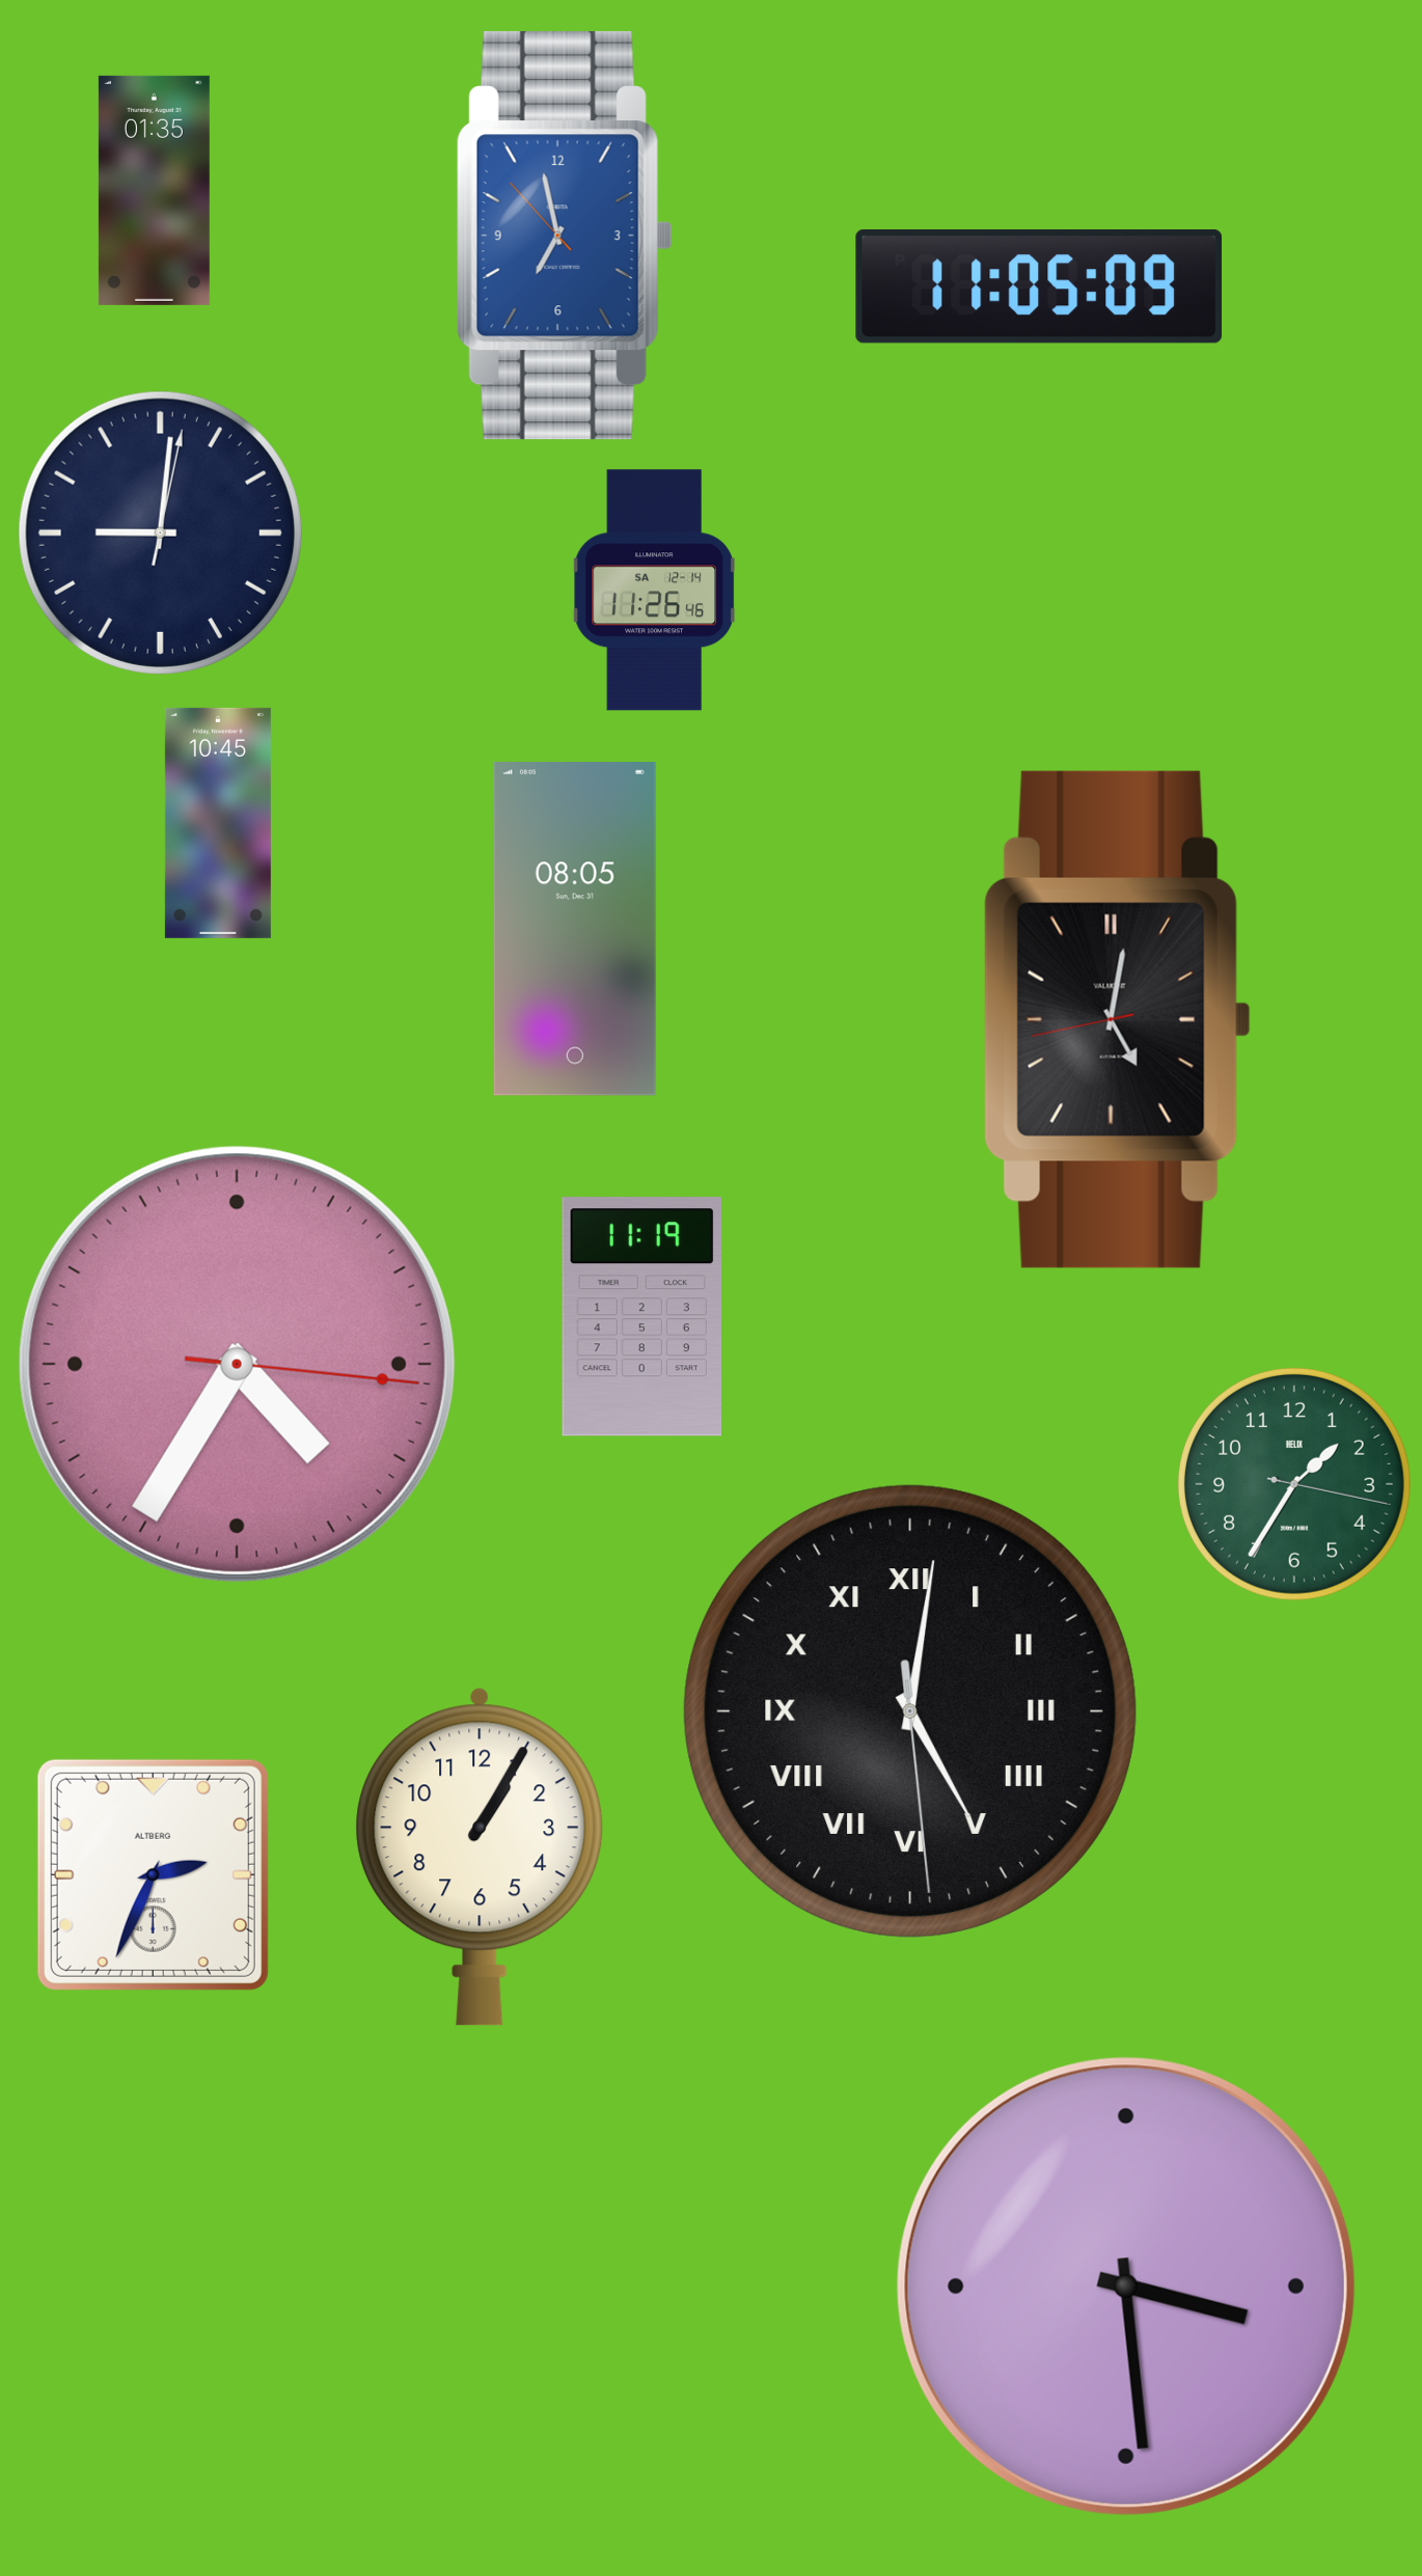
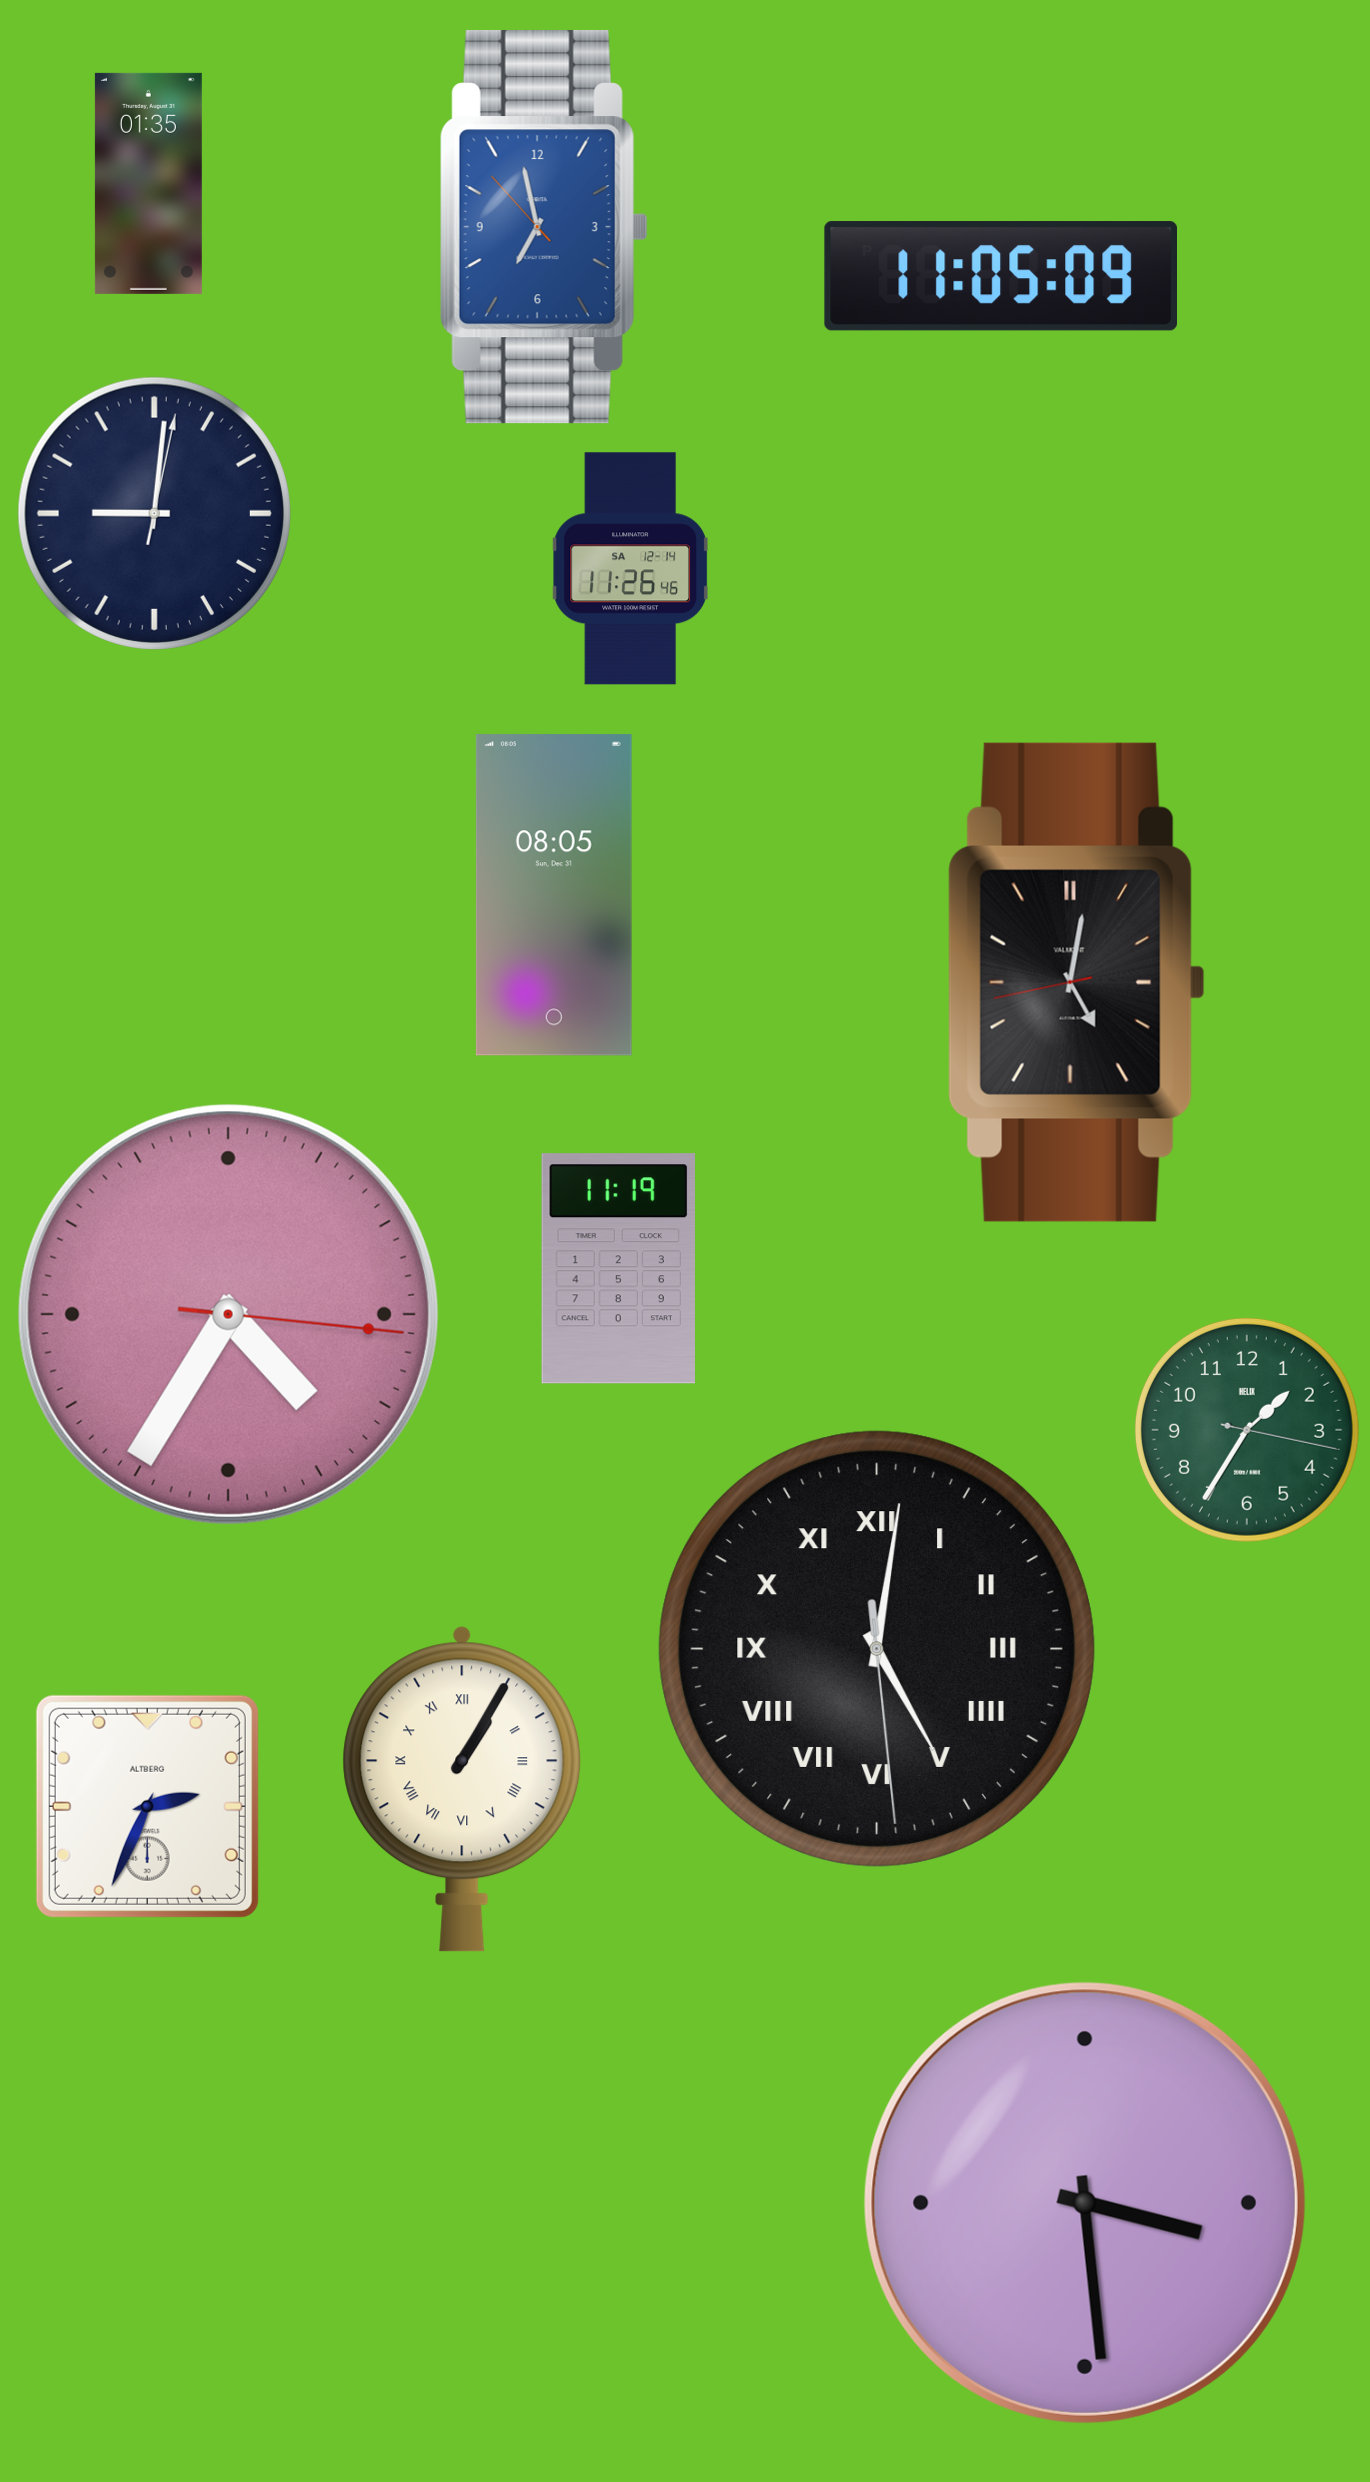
clock at (218, 823): 10:45 -> none
clock at (480, 1857) numerals: Arabic -> Roman
